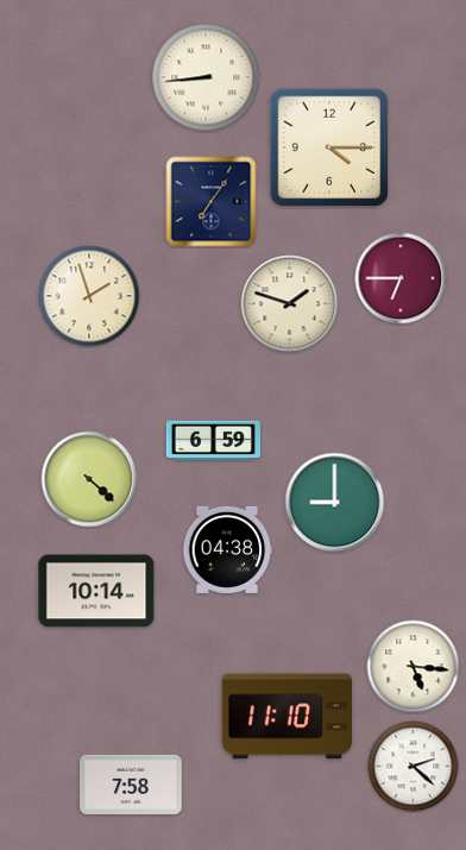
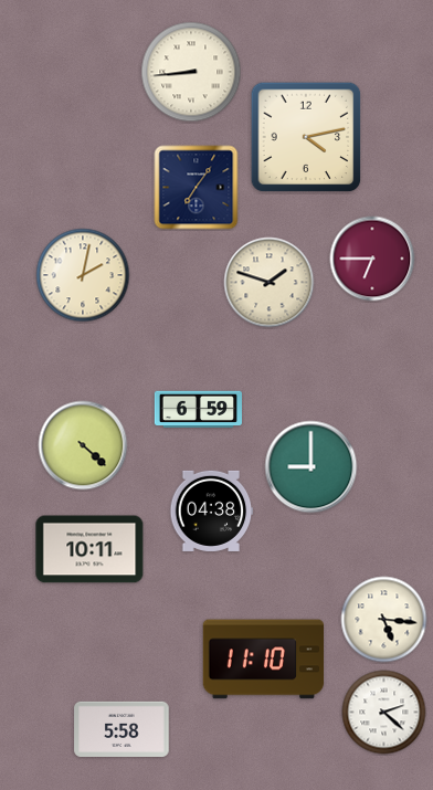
clock at (329, 147): 4:15 -> 4:13
clock at (89, 296): 1:57 -> 2:02
clock at (96, 591): 10:14 -> 10:11
clock at (288, 717) position: (288, 717) -> (264, 660)
clock at (131, 785): 7:58 -> 5:58
